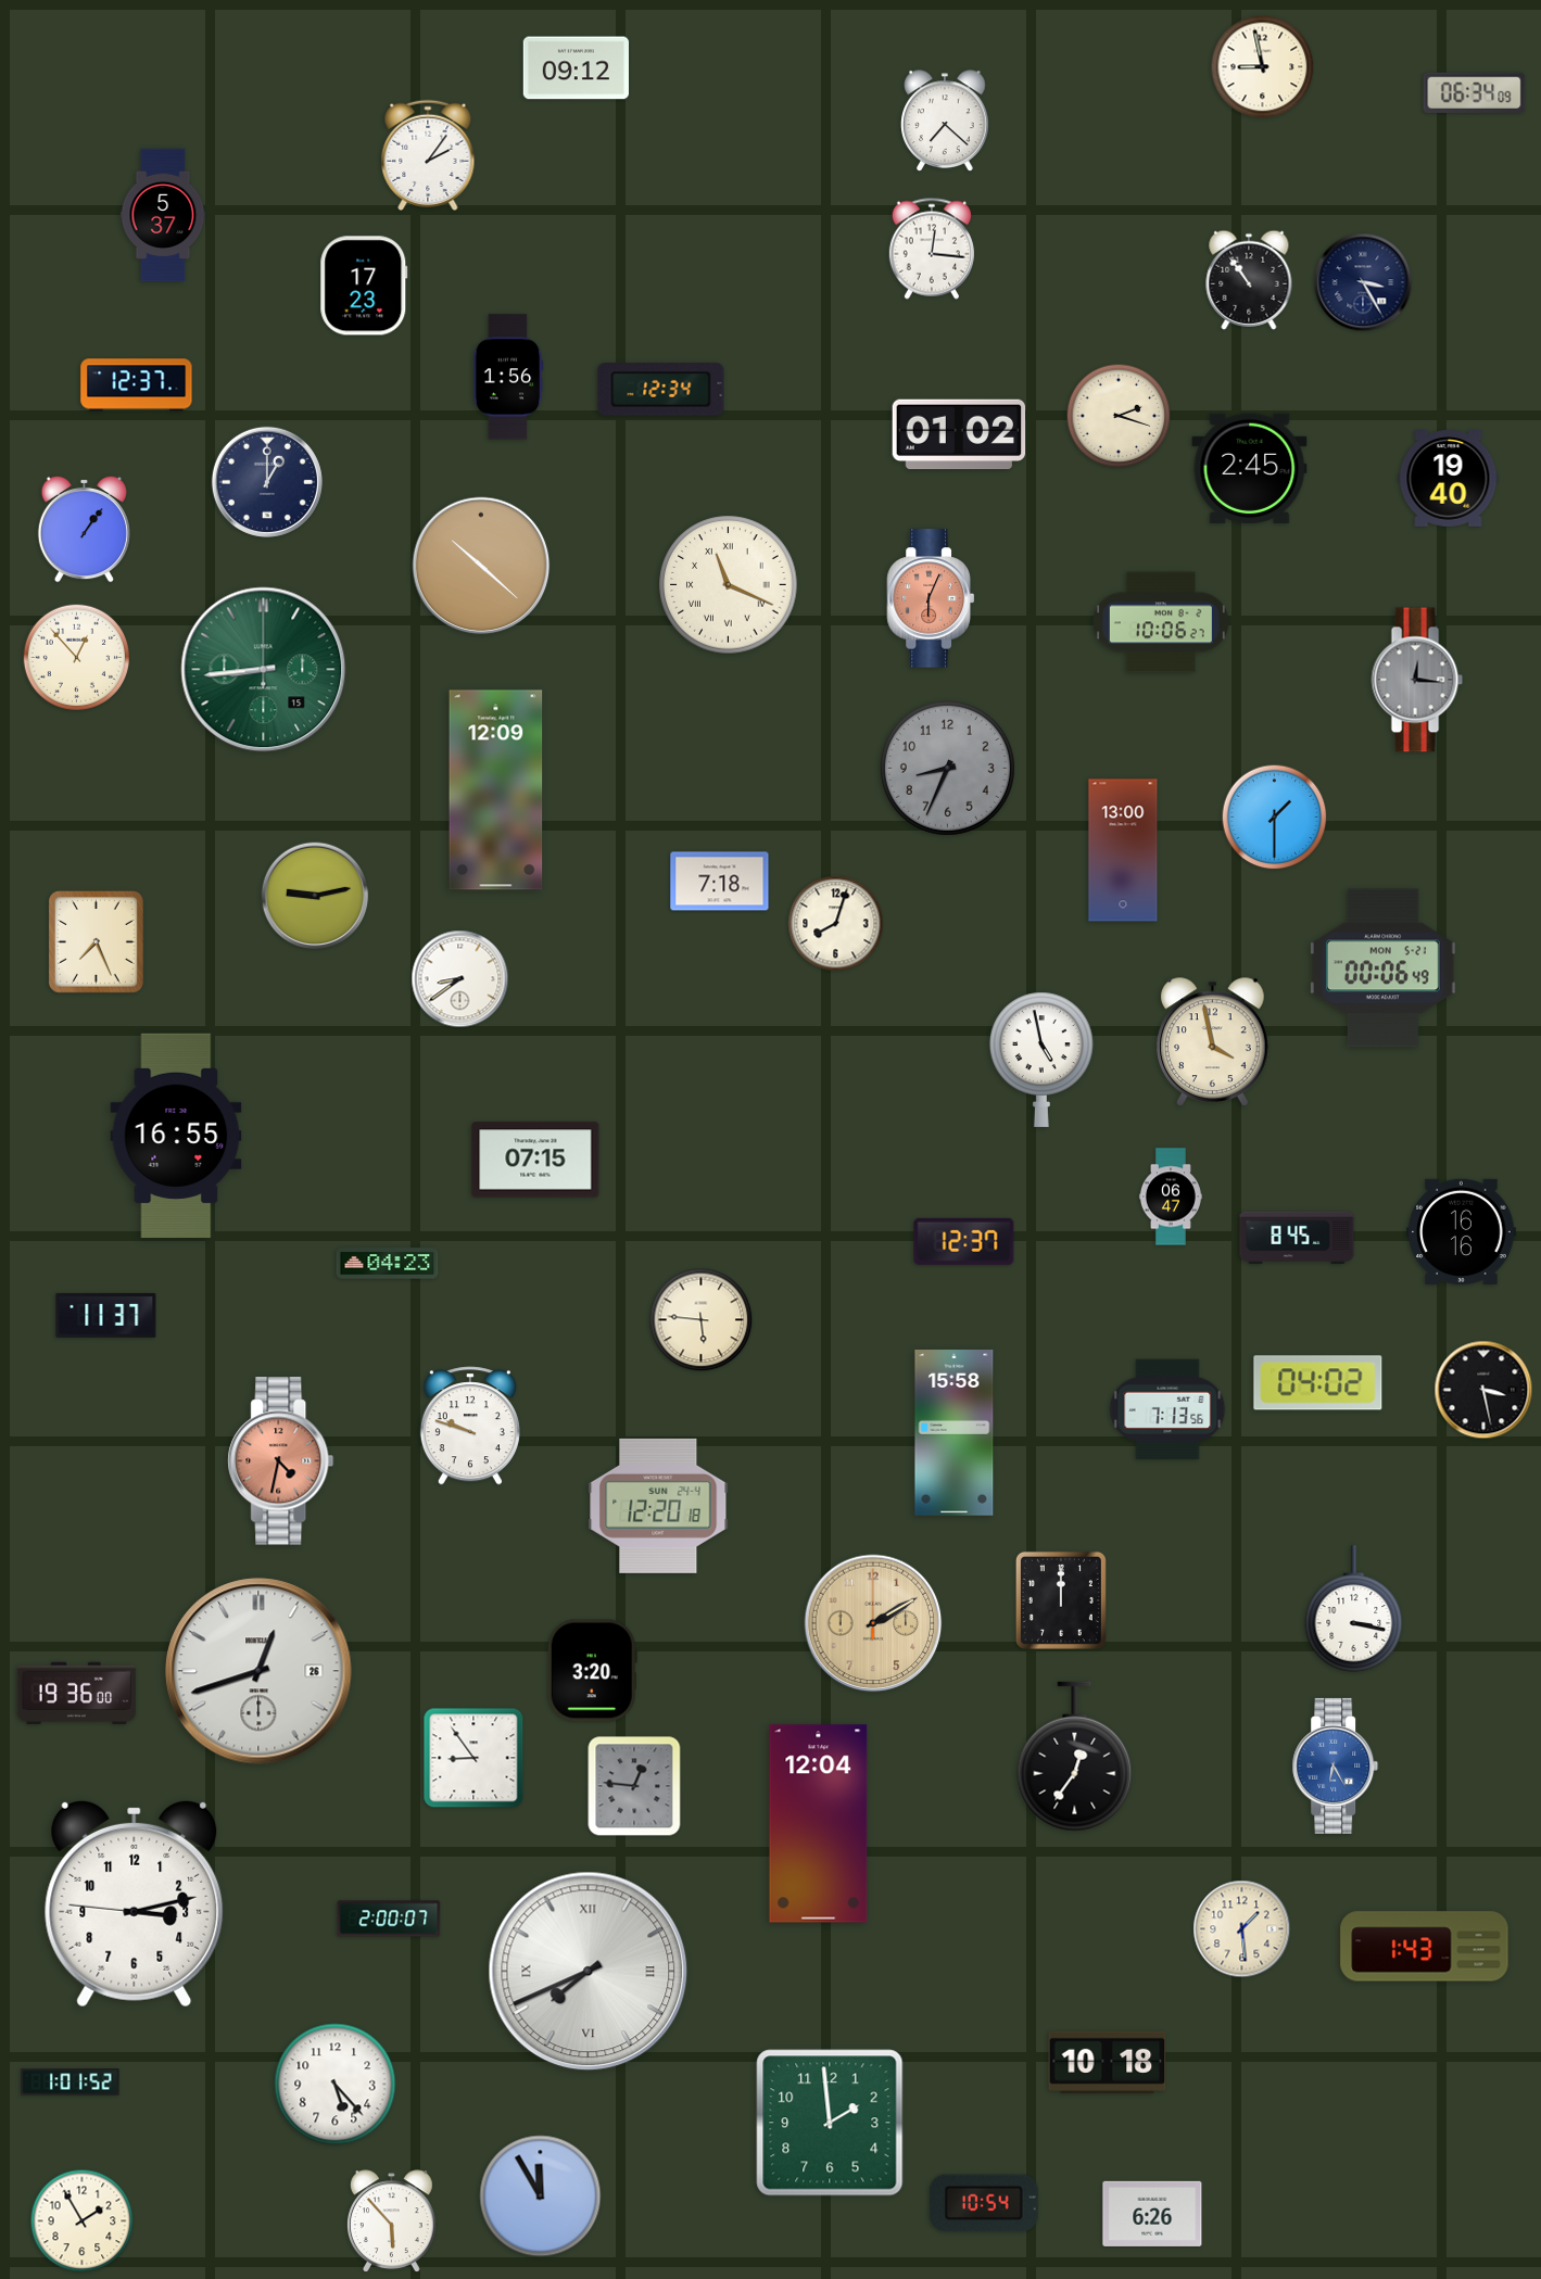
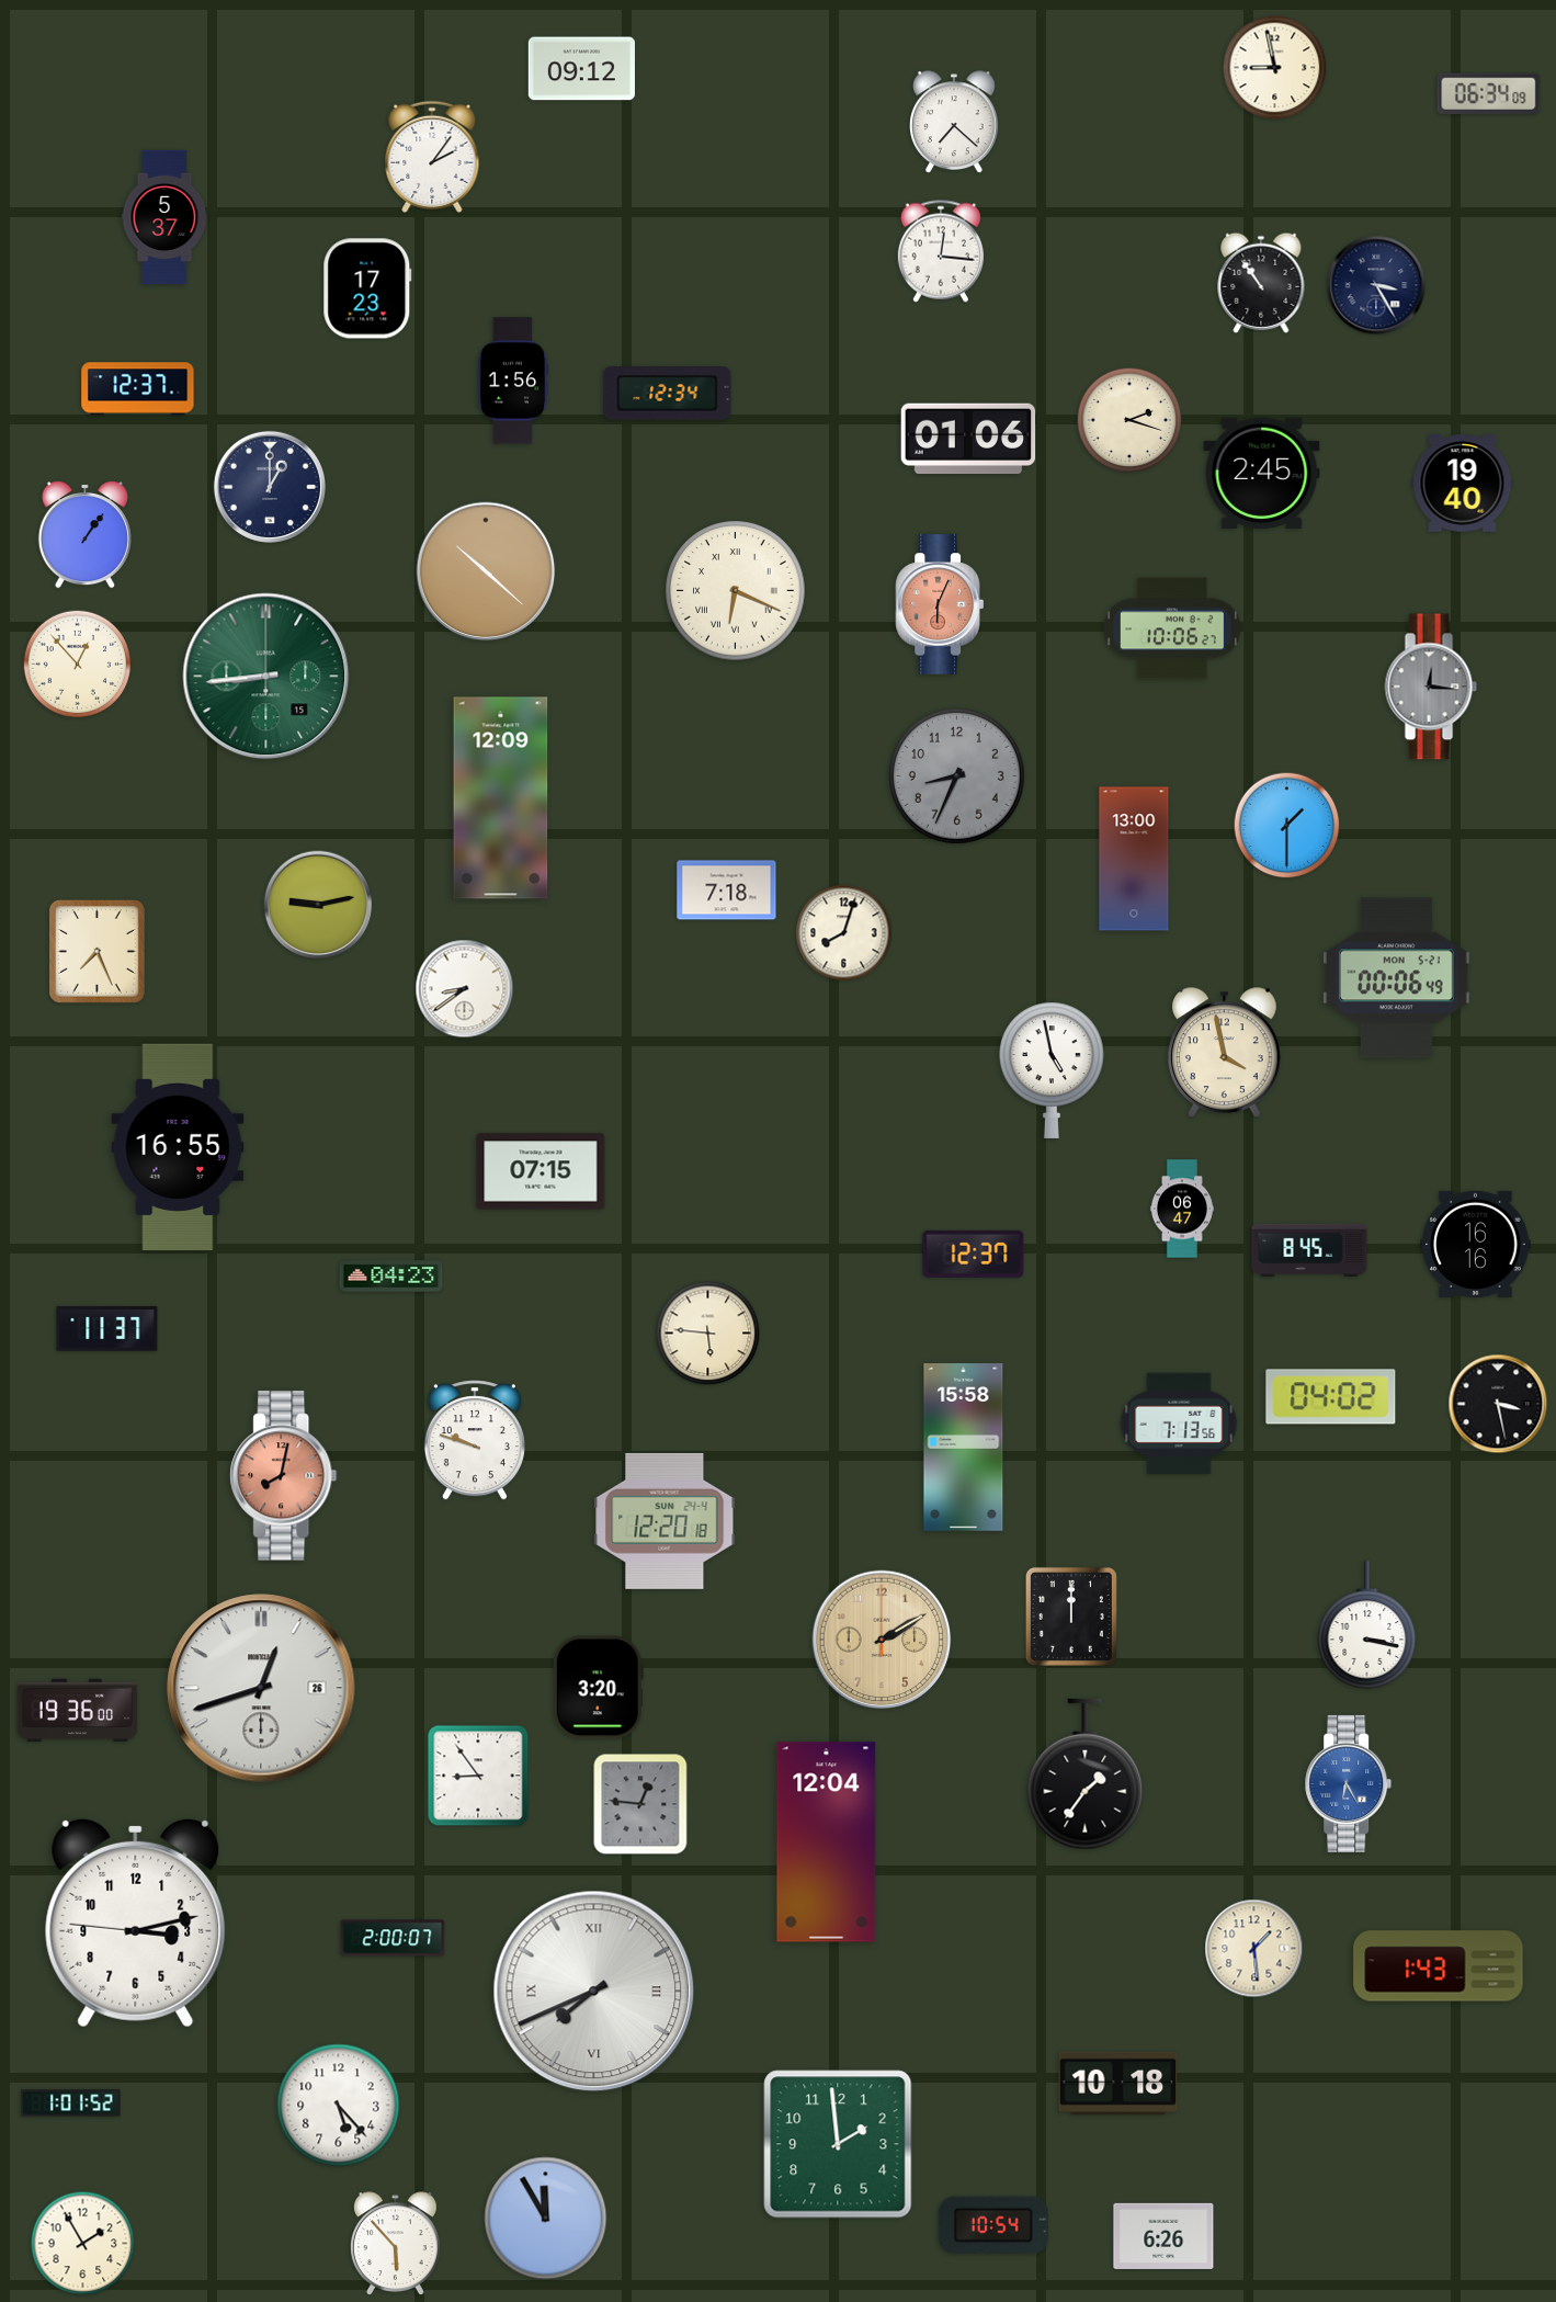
clock at (959, 434): 01:02 -> 01:06
clock at (729, 585): 11:19 -> 6:19
clock at (281, 1461): 4:32 -> 8:02
clock at (1075, 1757): 12:36 -> 1:36
